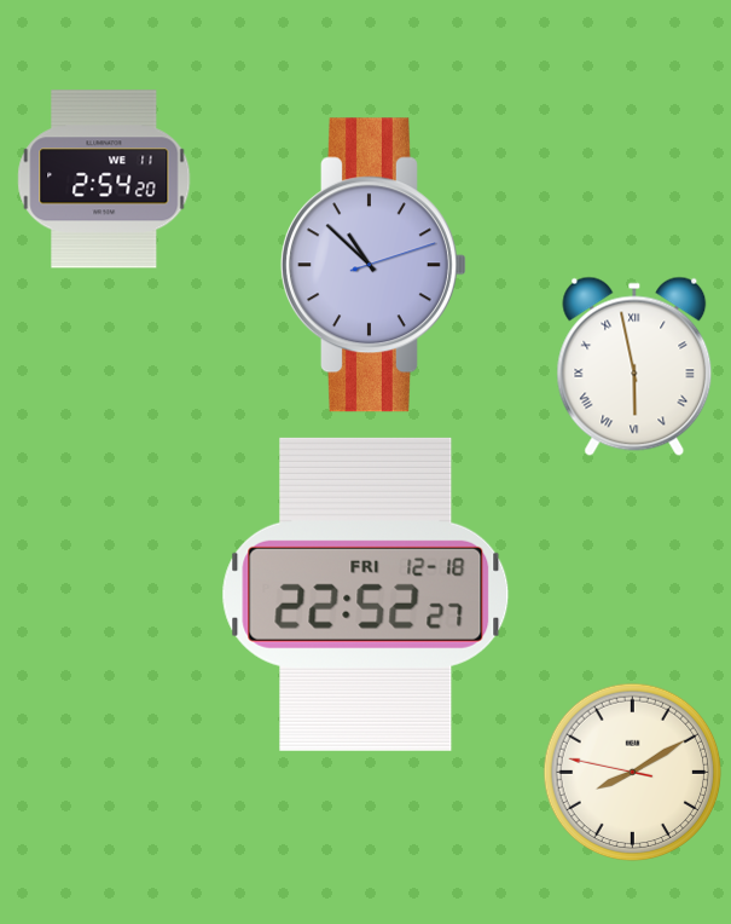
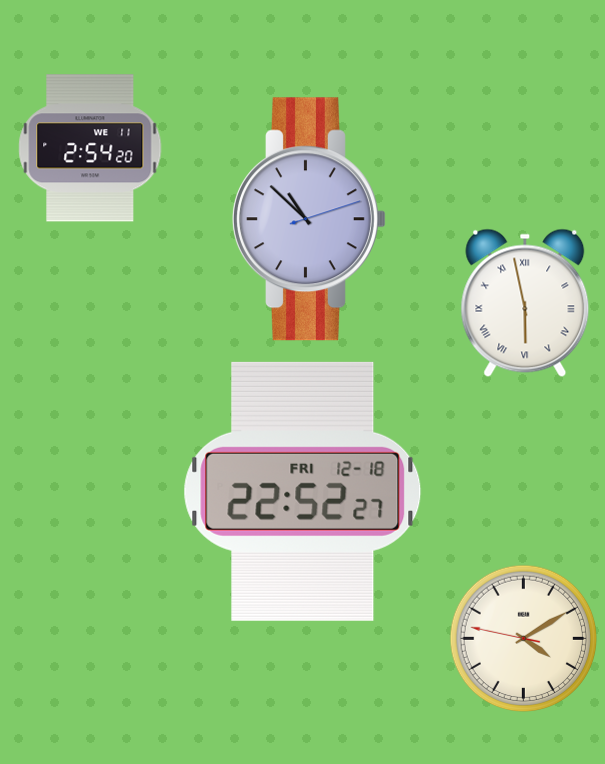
clock at (104, 179) position: (104, 179) -> (90, 148)
clock at (633, 773): 8:09 -> 4:09
